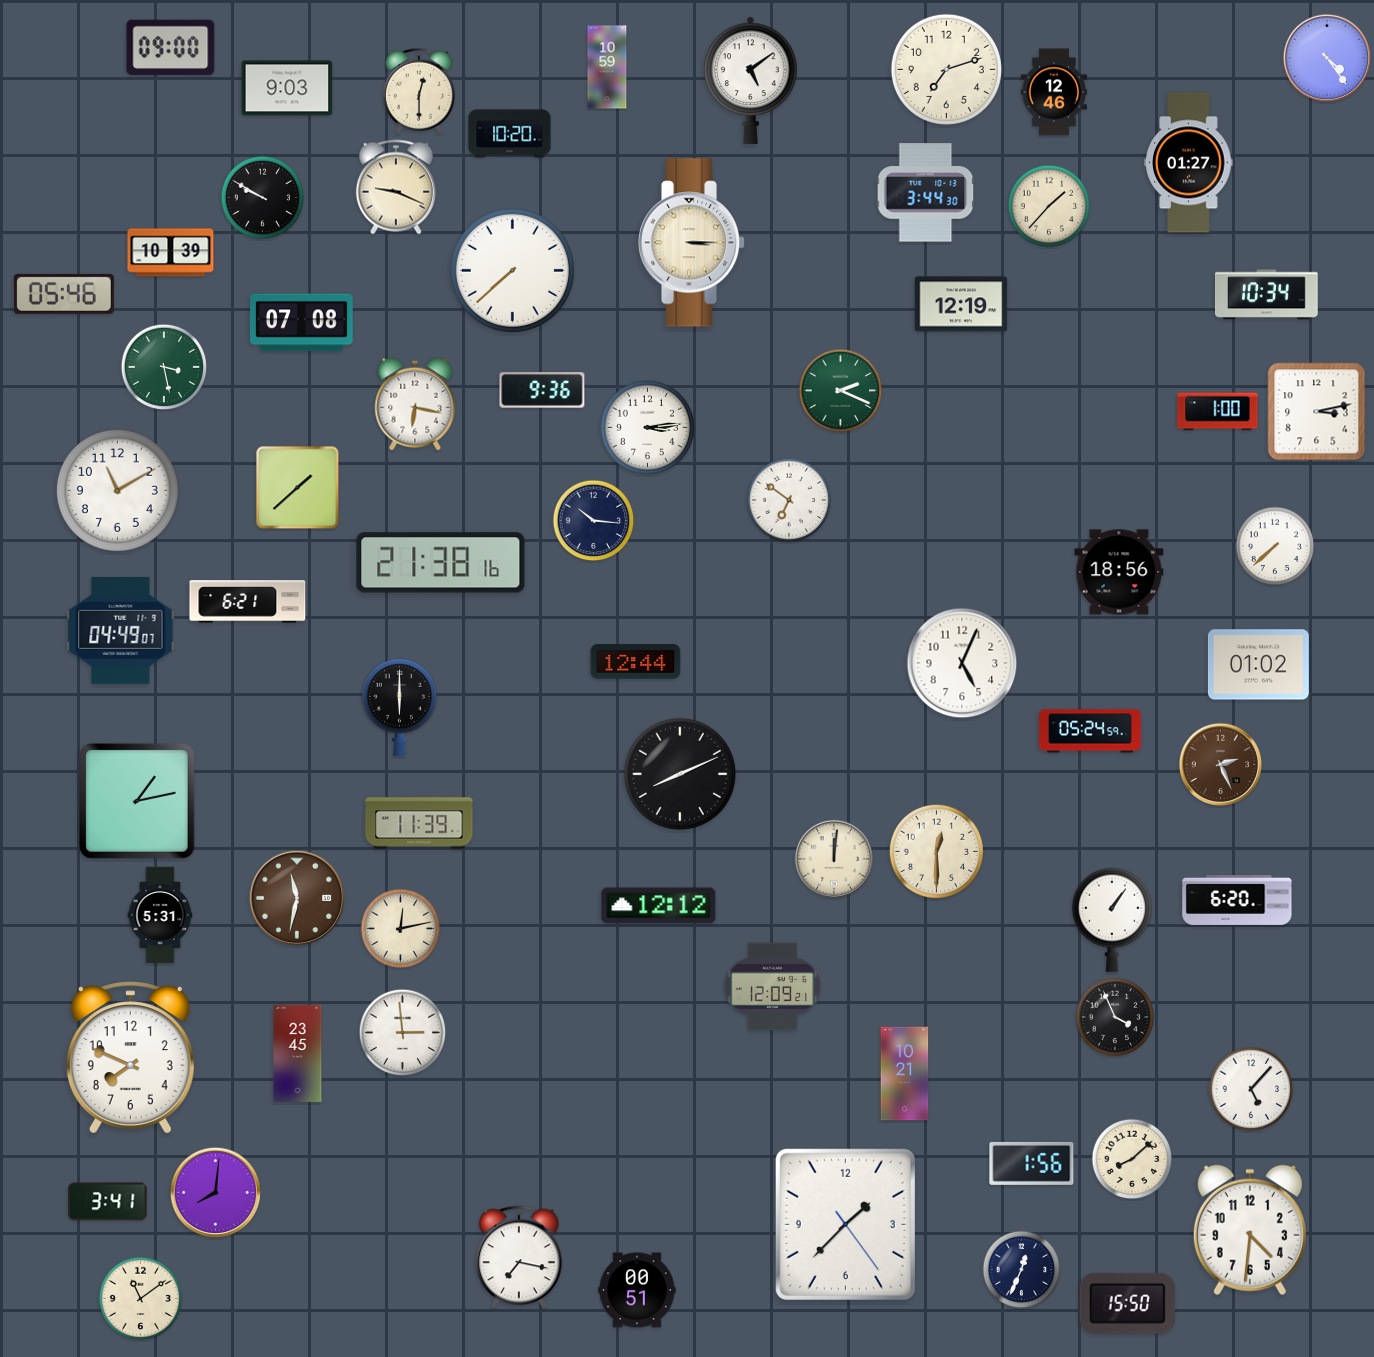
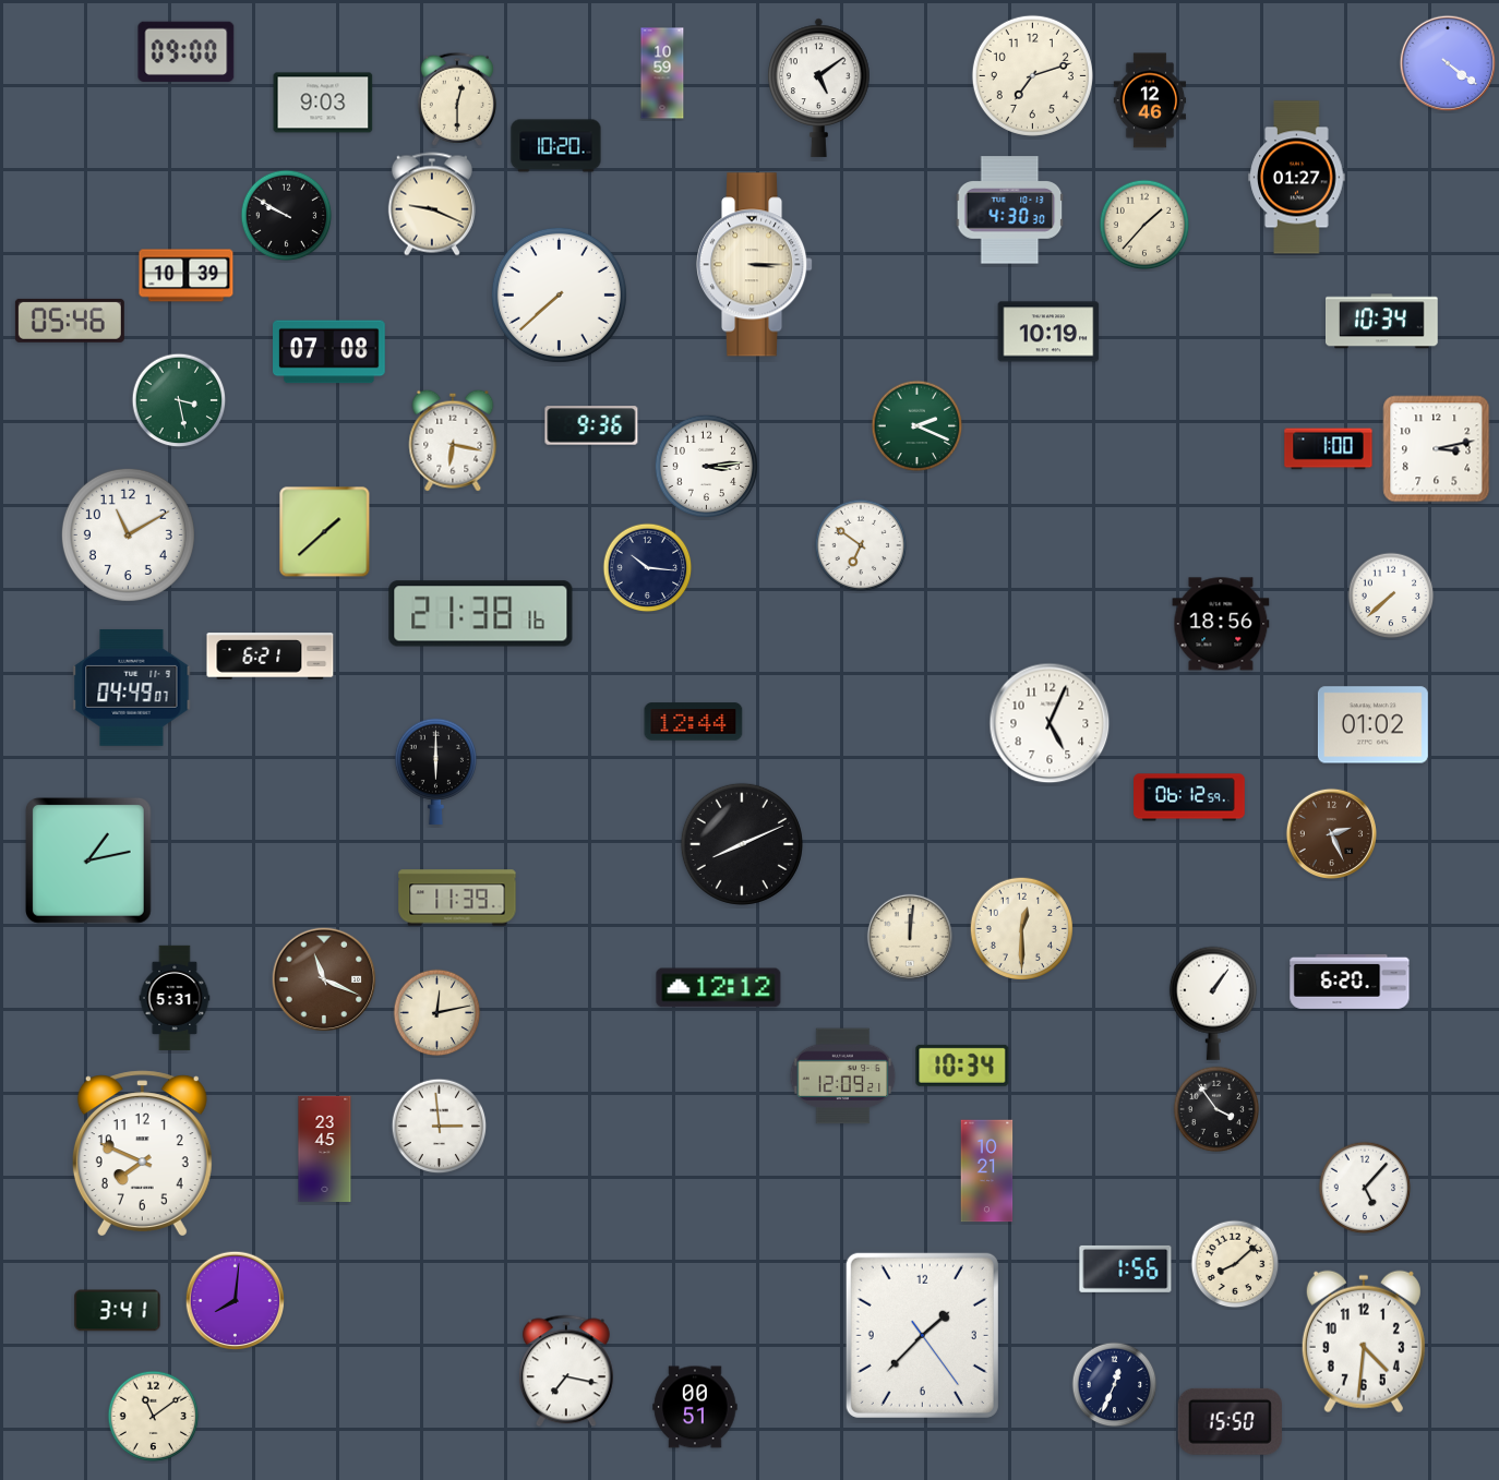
clock at (1327, 58): 4:24 -> 4:21
clock at (287, 88) position: (287, 88) -> (323, 103)
clock at (926, 193): 3:44 -> 4:30
clock at (961, 304): 12:19 -> 10:19
clock at (1091, 731): 05:24 -> 06:12
clock at (137, 801) position: (137, 801) -> (88, 861)
clock at (297, 898): 11:32 -> 11:19
clock at (962, 1066): none -> 10:34
clock at (1115, 1017): 3:56 -> 3:54
